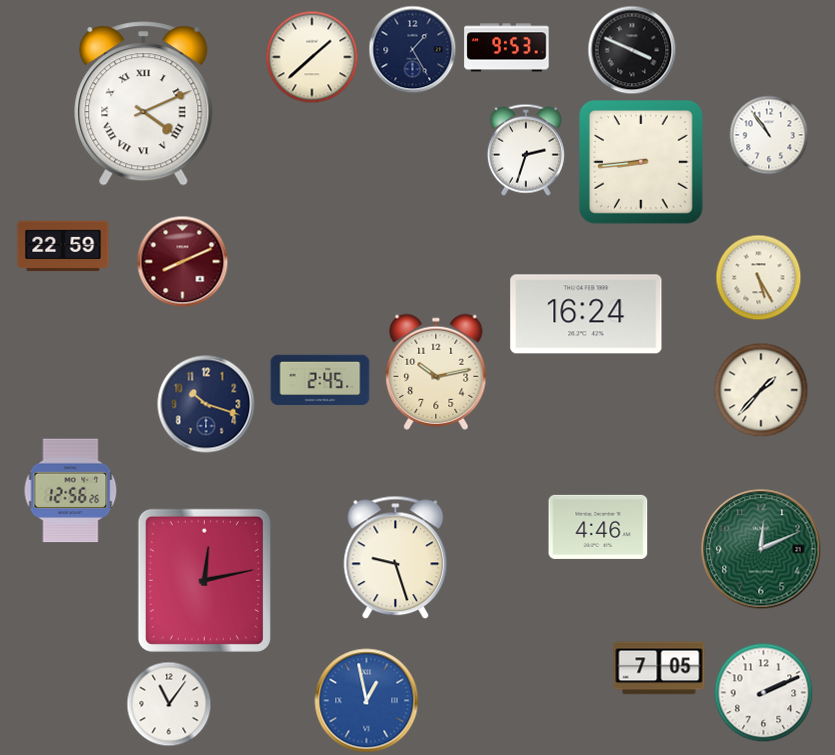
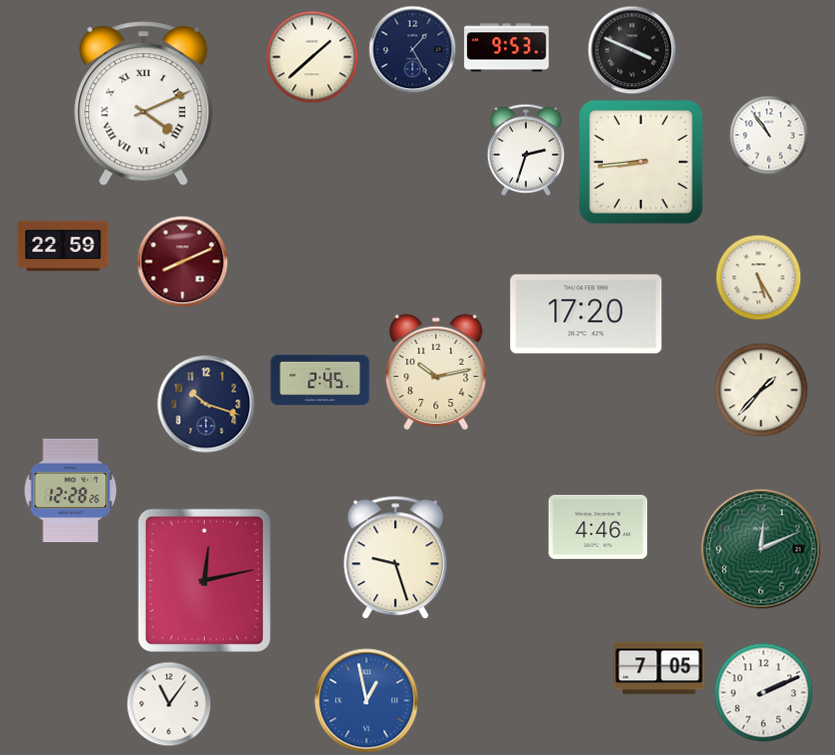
clock at (586, 314): 16:24 -> 17:20
clock at (71, 491): 12:56 -> 12:28
